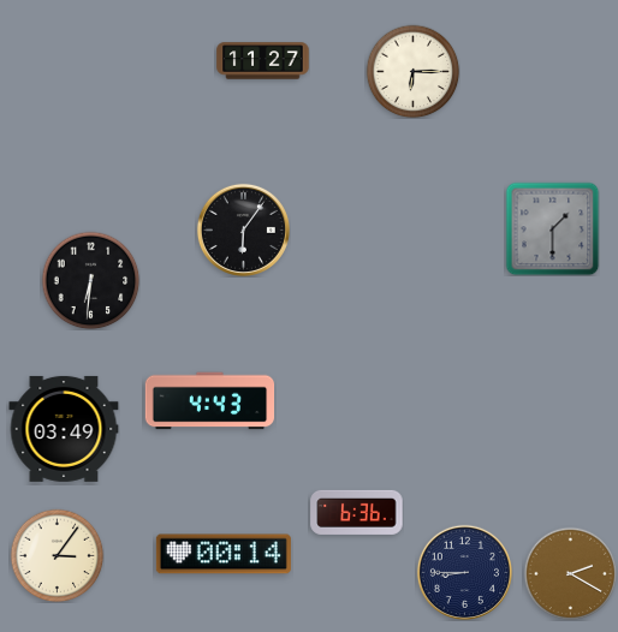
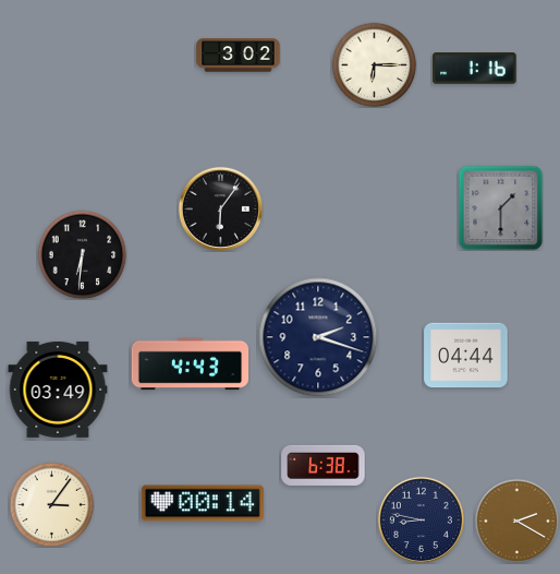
clock at (263, 61): 11:27 -> 3:02
clock at (475, 69): none -> 1:16
clock at (318, 337): none -> 2:18
clock at (466, 356): none -> 04:44
clock at (357, 512): 6:36 -> 6:38
clock at (464, 572): 8:45 -> 8:47
